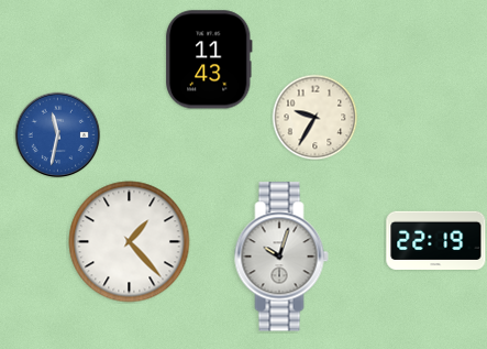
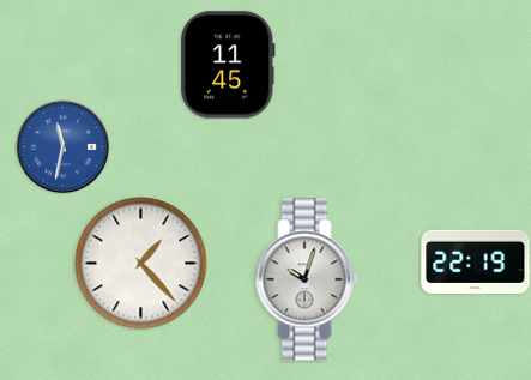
clock at (210, 59): 11:43 -> 11:45
clock at (314, 117): 9:35 -> none
